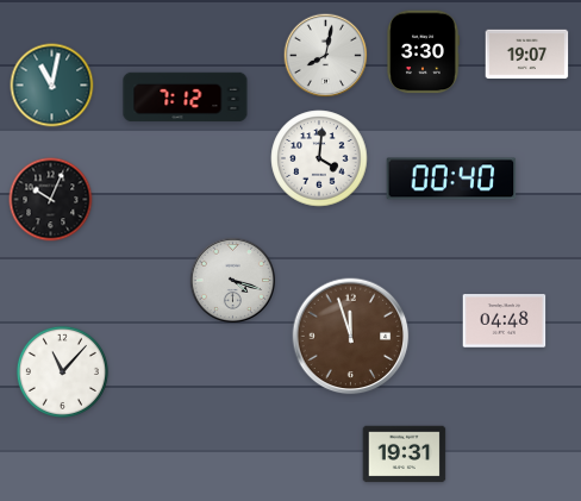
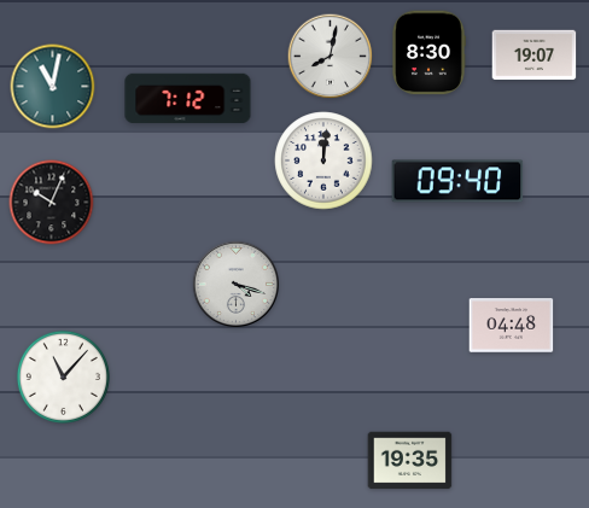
clock at (423, 52): 3:30 -> 8:30
clock at (319, 158): 4:01 -> 12:01
clock at (451, 179): 00:40 -> 09:40
clock at (351, 337): 11:57 -> none
clock at (405, 455): 19:31 -> 19:35
